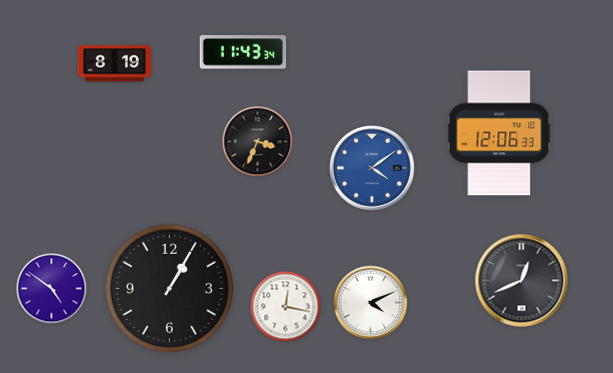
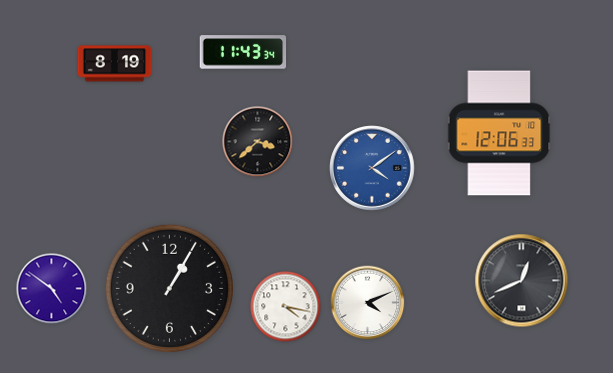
clock at (258, 142): 3:34 -> 3:38
clock at (371, 303) position: (371, 303) -> (368, 303)
clock at (286, 307): 12:17 -> 4:17
